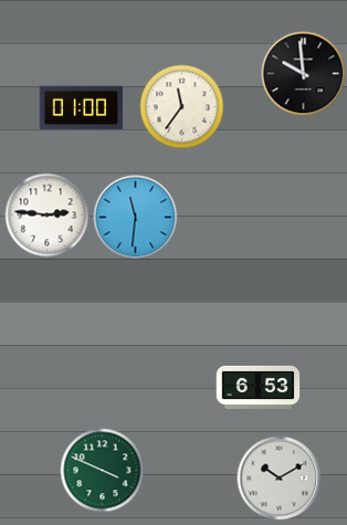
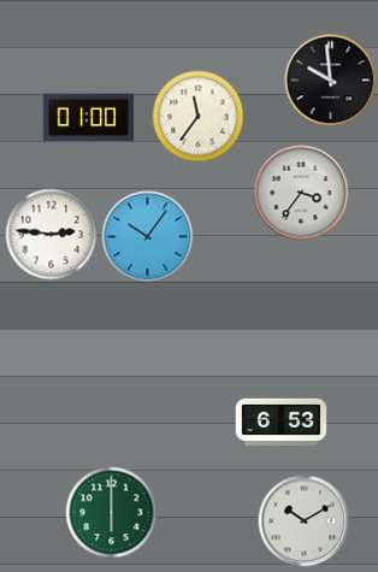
clock at (301, 193): none -> 3:36
clock at (136, 218): 11:31 -> 10:06
clock at (103, 471): 3:49 -> 6:00
